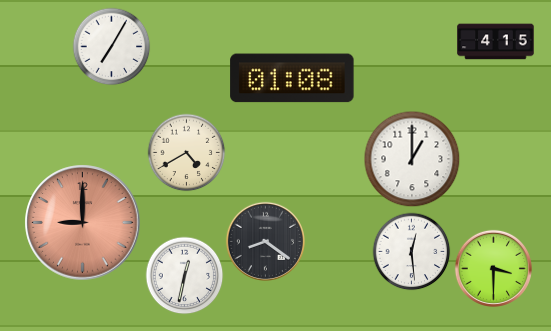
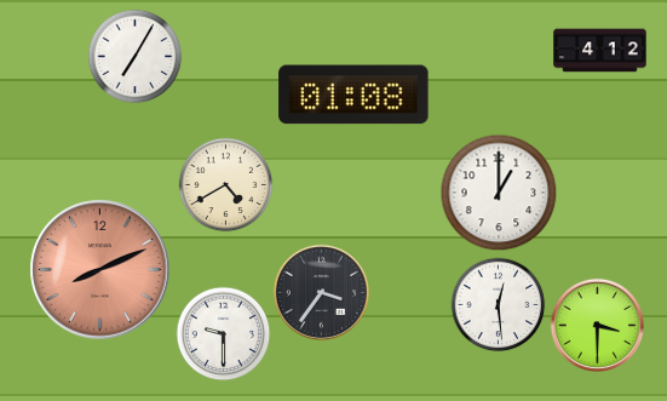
clock at (496, 42): 4:15 -> 4:12
clock at (83, 223): 9:00 -> 8:11
clock at (265, 241): 8:21 -> 3:36
clock at (184, 275): 12:32 -> 9:30
